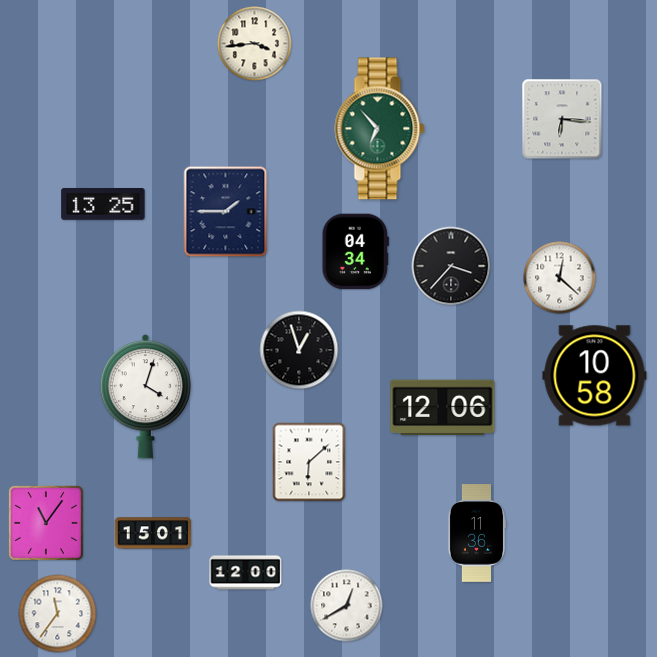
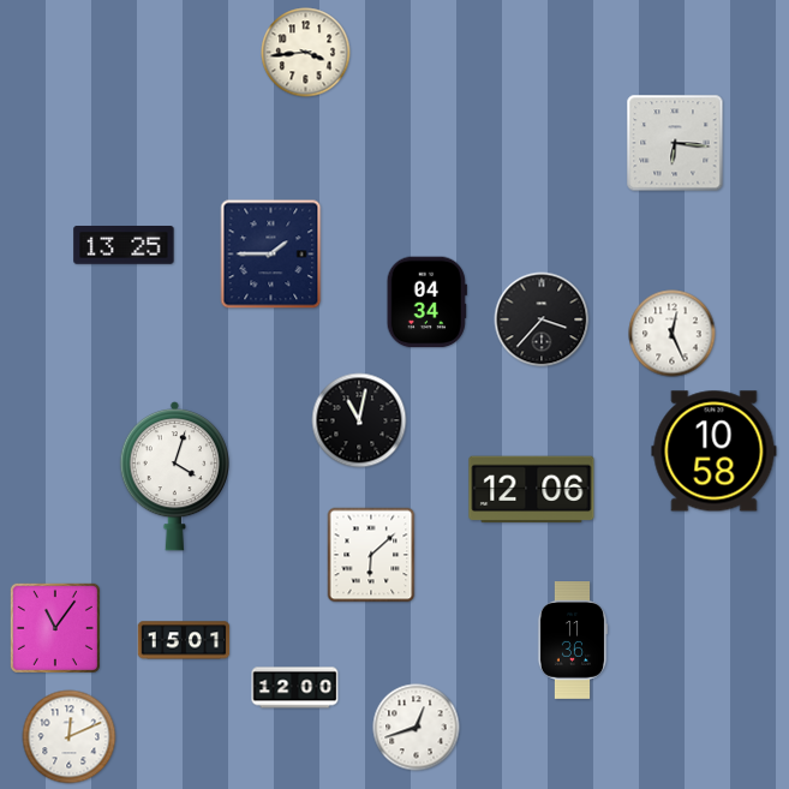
clock at (380, 129): 6:53 -> none
clock at (560, 278): 12:22 -> 12:26
clock at (299, 350): 12:57 -> 11:02
clock at (347, 606): 12:40 -> 12:42
clock at (58, 614): 11:36 -> 12:11
